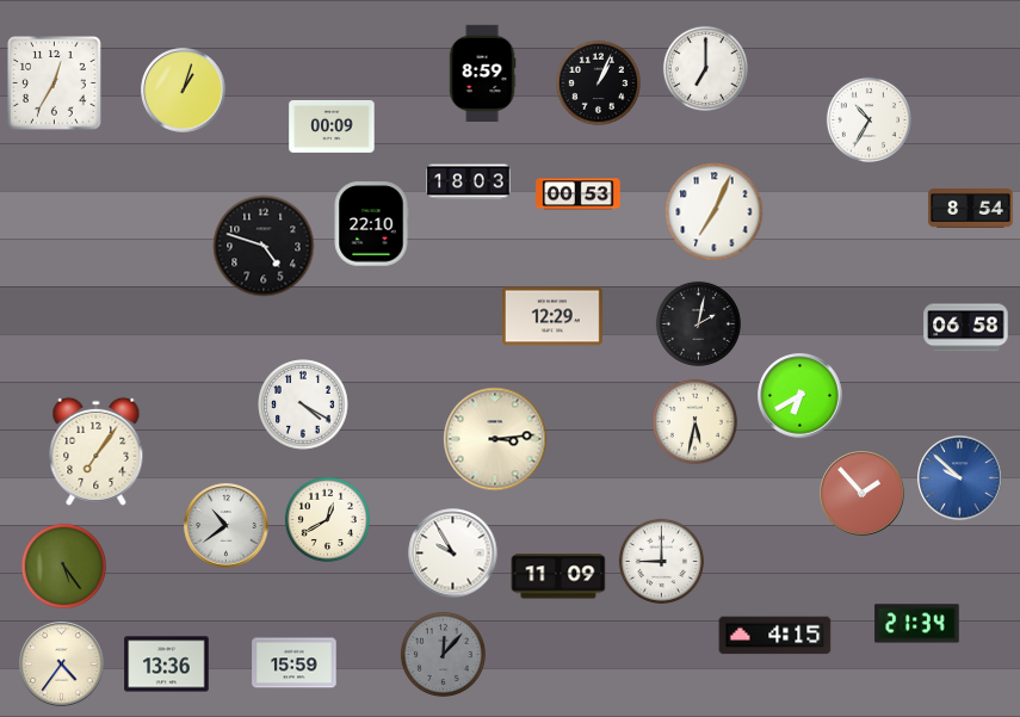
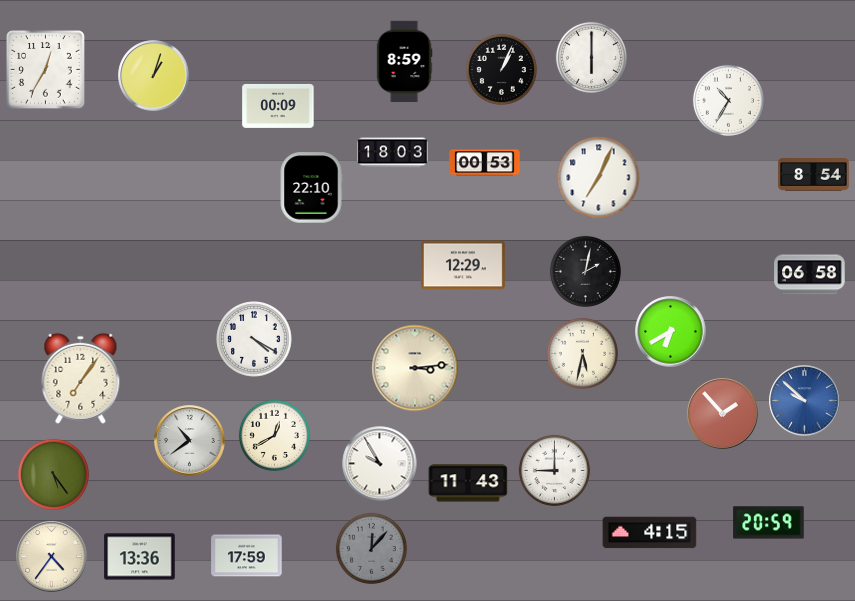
clock at (705, 68): 7:00 -> 6:00
clock at (264, 246): 4:48 -> none
clock at (558, 576): 11:09 -> 11:43
clock at (917, 624): 21:34 -> 20:59
clock at (295, 663): 15:59 -> 17:59
